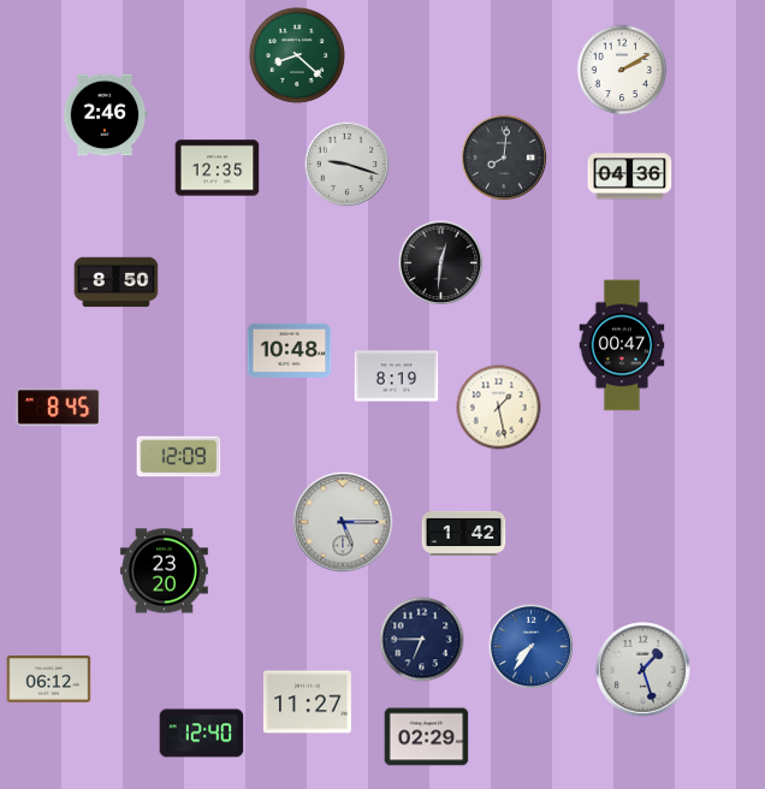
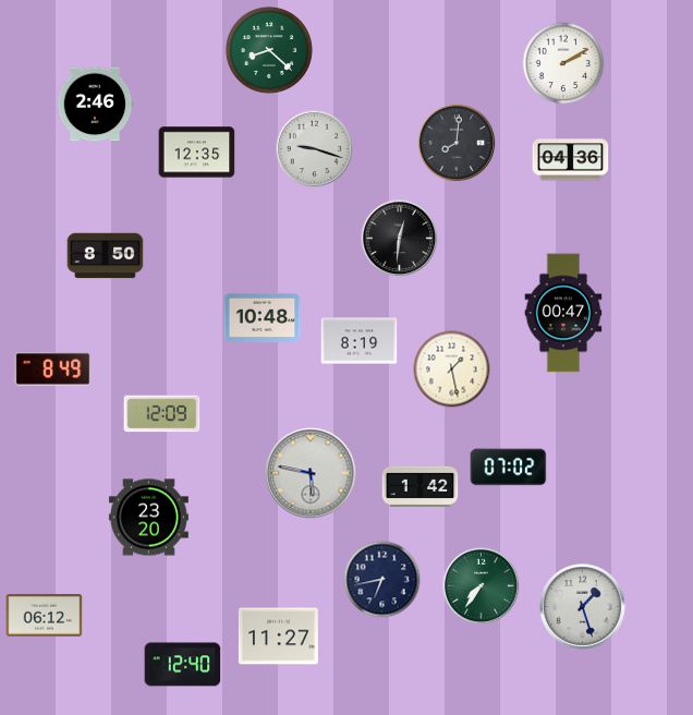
clock at (59, 408): 8:45 -> 8:49
clock at (509, 468): none -> 07:02
clock at (343, 522): 5:15 -> 5:47
clock at (464, 533) position: (464, 533) -> (421, 486)
clock at (422, 640): 6:45 -> 6:43
clock at (532, 647) dial: blue -> green
clock at (427, 737): 02:29 -> none
